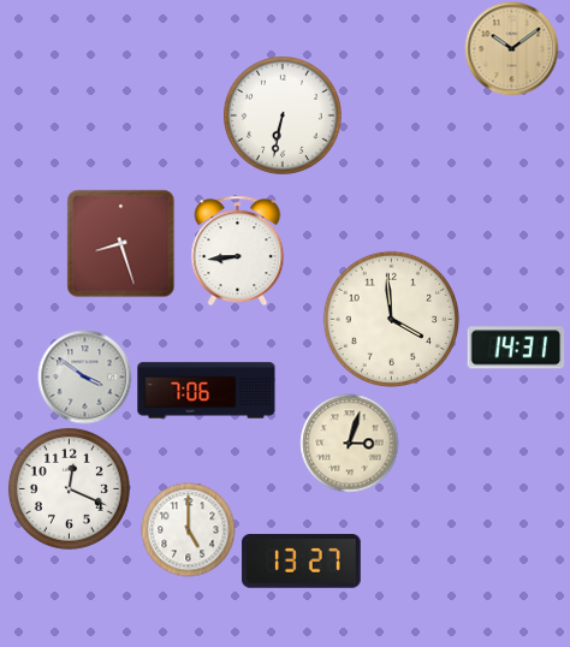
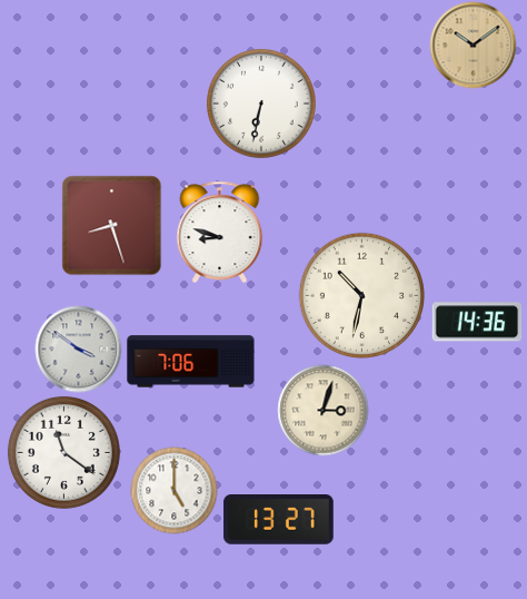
clock at (283, 115) position: (283, 115) -> (261, 104)
clock at (238, 250): 8:44 -> 8:48
clock at (391, 319): 3:59 -> 10:32
clock at (516, 348): 14:31 -> 14:36
clock at (69, 488): 12:19 -> 11:21
